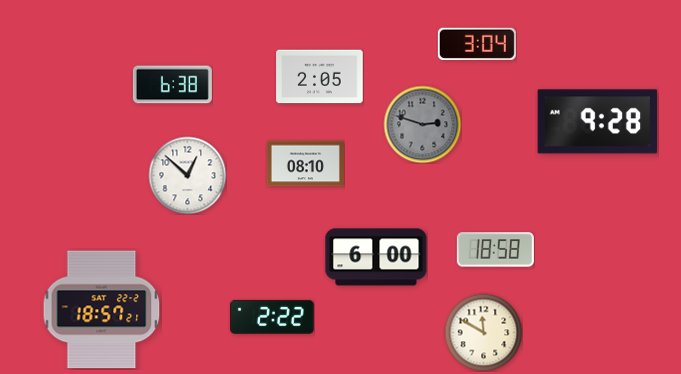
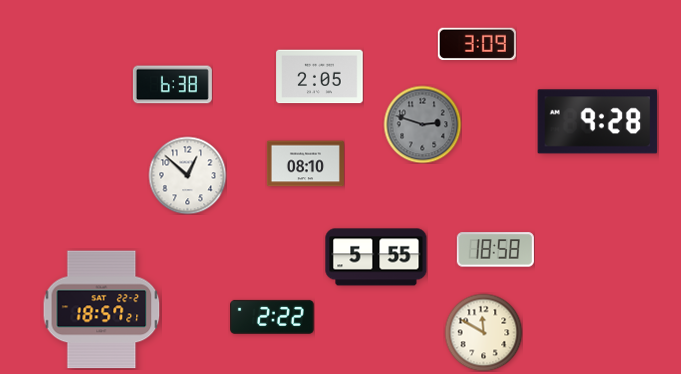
clock at (477, 43): 3:04 -> 3:09
clock at (376, 257): 6:00 -> 5:55
